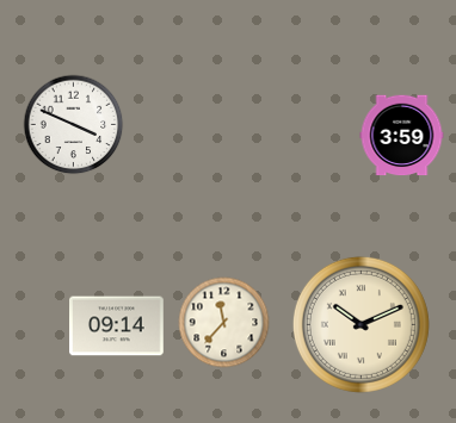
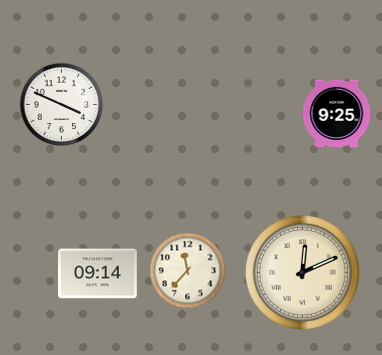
clock at (402, 136): 3:59 -> 9:25
clock at (361, 324): 10:11 -> 12:11
